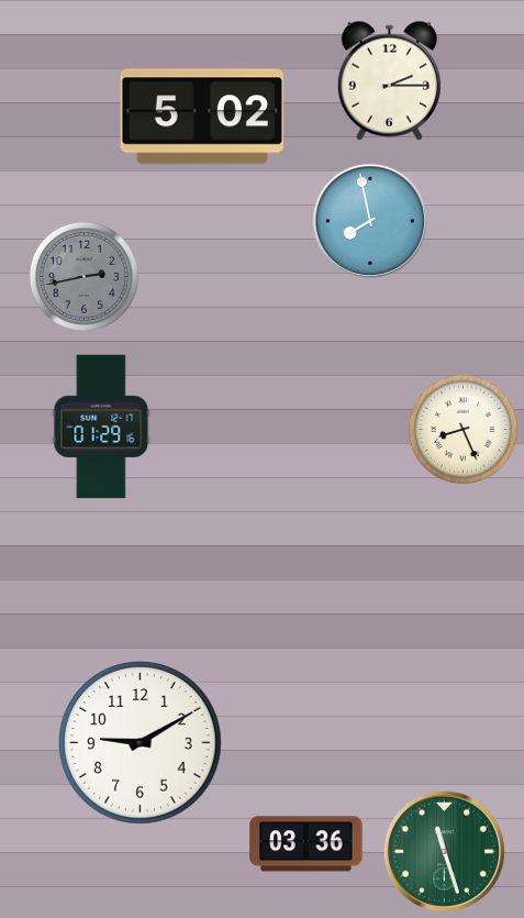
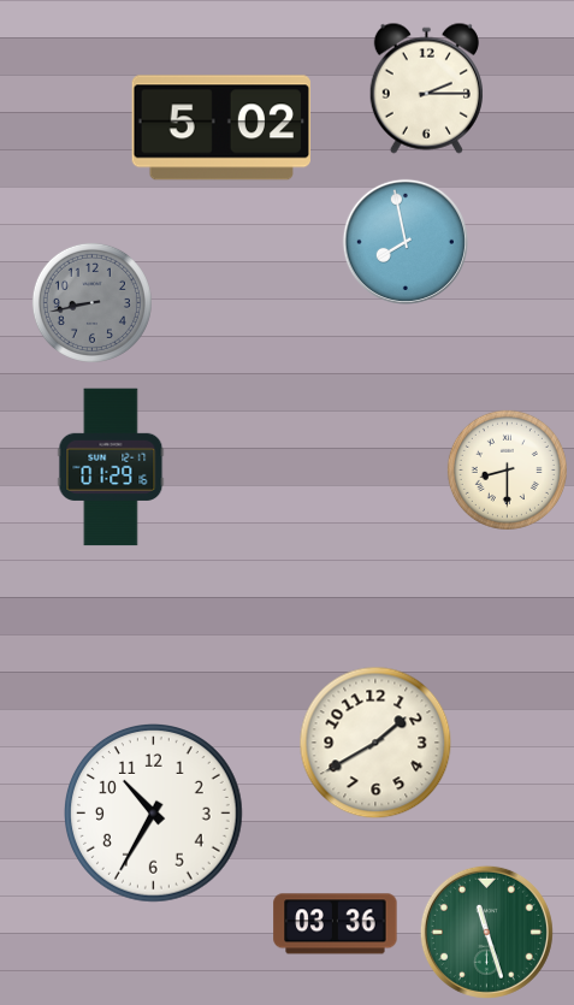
clock at (83, 276): 2:43 -> 8:43
clock at (462, 429): 8:26 -> 8:30
clock at (375, 743): none -> 1:40
clock at (141, 743): 9:10 -> 10:35
